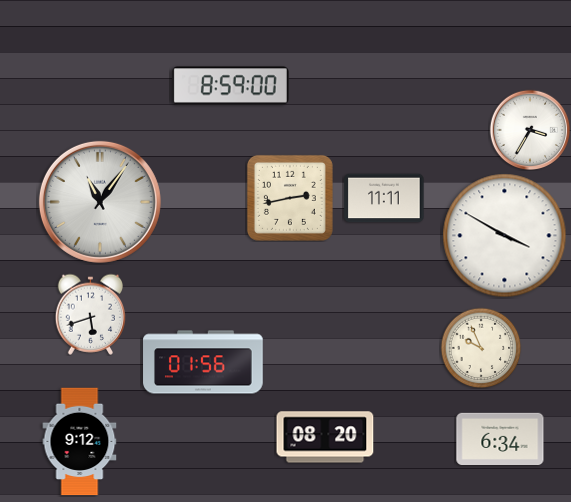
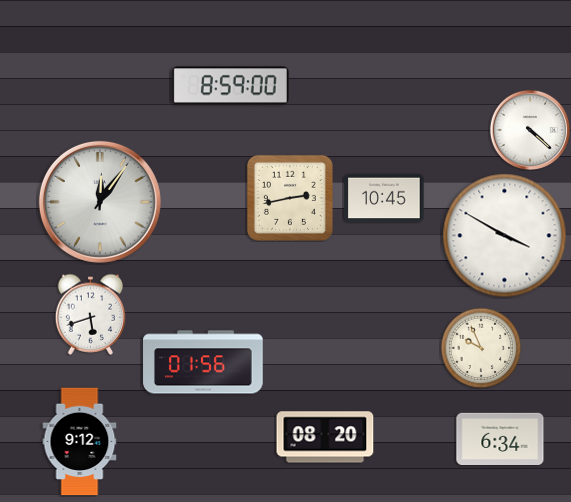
clock at (530, 130): 3:35 -> 4:22
clock at (384, 198): 11:11 -> 10:45
clock at (100, 202): 11:06 -> 12:06
